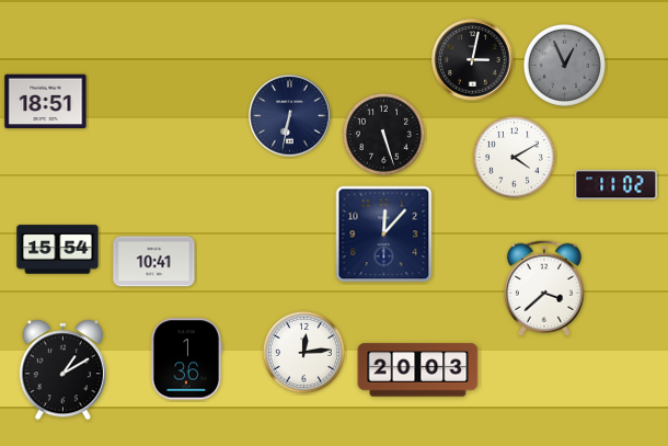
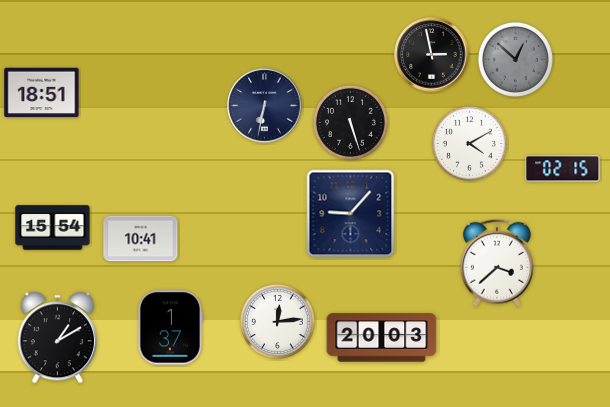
clock at (473, 60): 3:02 -> 2:58
clock at (564, 65): 12:56 -> 12:52
clock at (617, 185): 11:02 -> 02:15
clock at (384, 235): 12:07 -> 9:07
clock at (186, 359): 1:36 -> 1:37
